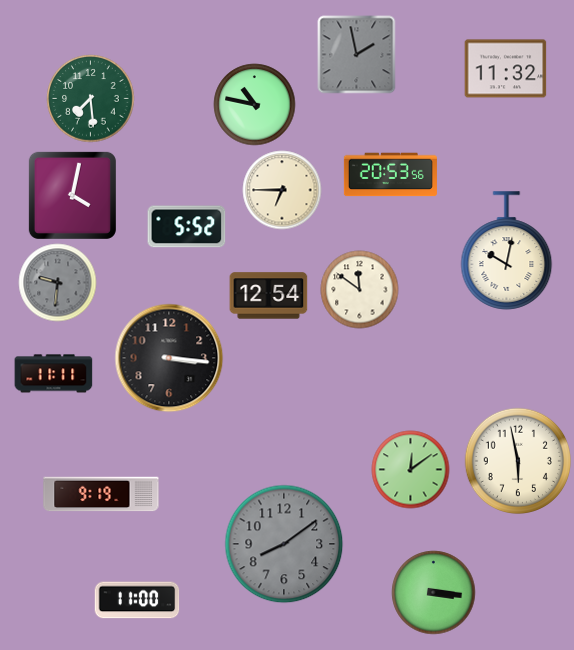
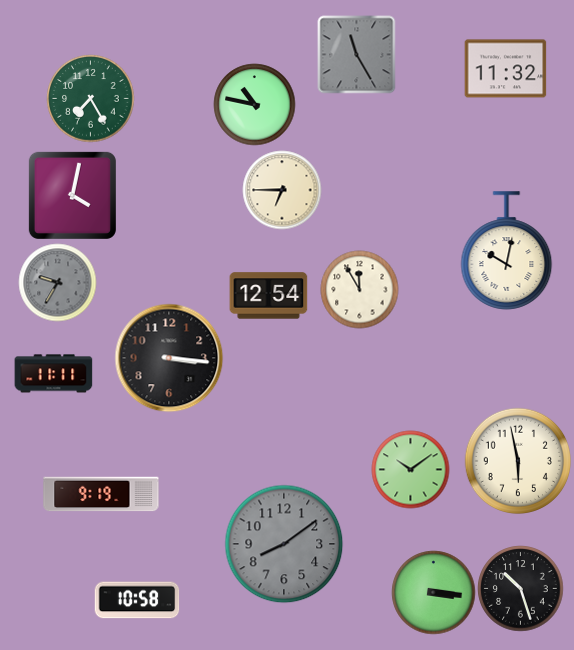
clock at (356, 54): 1:58 -> 11:25
clock at (90, 98): 7:29 -> 7:25
clock at (390, 175): 20:53 -> none
clock at (186, 227): 5:52 -> none
clock at (57, 282): 9:31 -> 9:35
clock at (359, 289): 11:51 -> 11:55
clock at (410, 469): 12:09 -> 10:09
clock at (520, 588): none -> 10:27
clock at (137, 600): 11:00 -> 10:58
